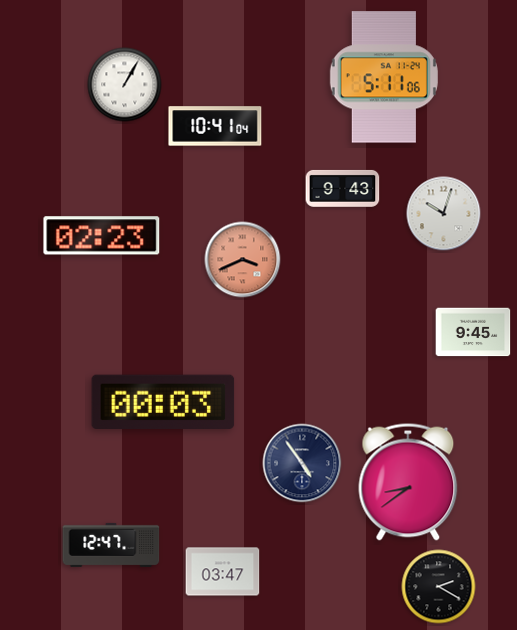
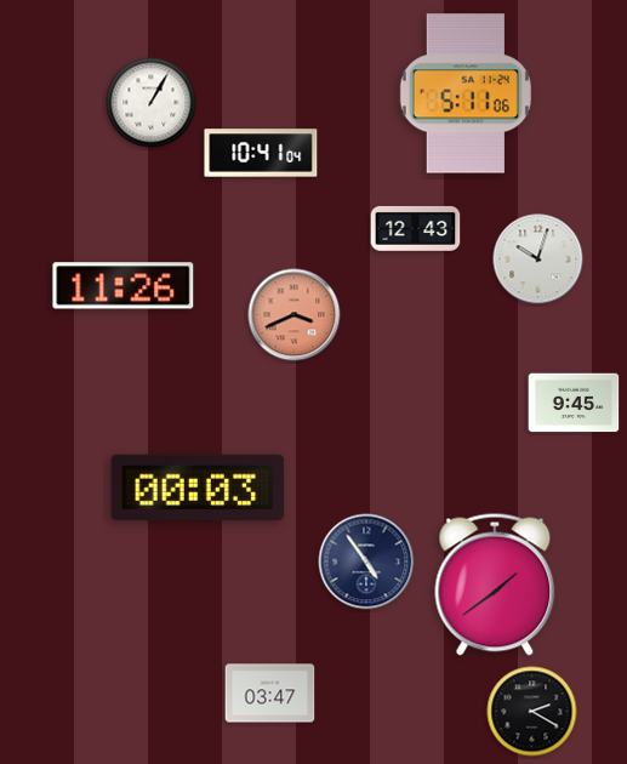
clock at (343, 188): 9:43 -> 12:43
clock at (102, 236): 02:23 -> 11:26
clock at (408, 482): 8:39 -> 1:39
clock at (111, 545): 12:47 -> none
